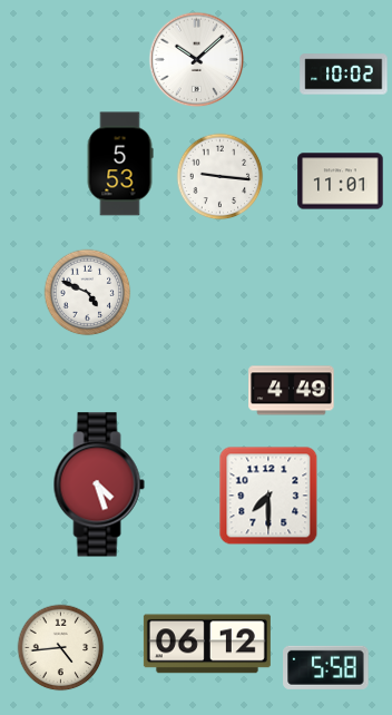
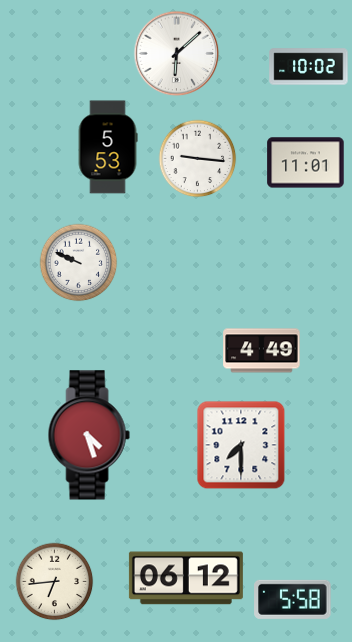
clock at (196, 59): 10:08 -> 6:08
clock at (87, 292): 4:49 -> 9:49
clock at (60, 647): 4:44 -> 6:44
